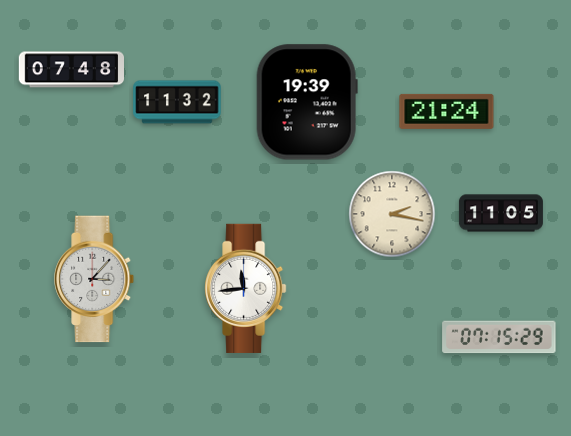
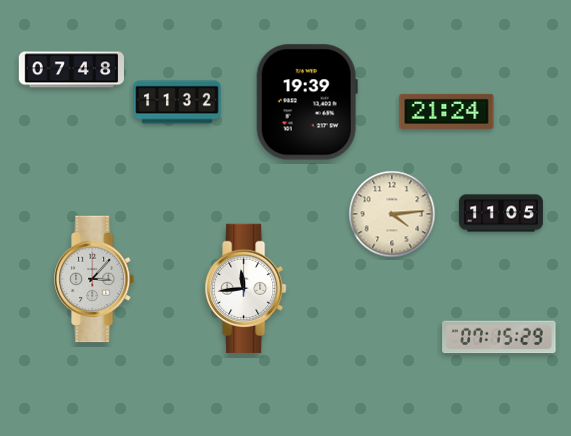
clock at (392, 214): 2:17 -> 4:14
